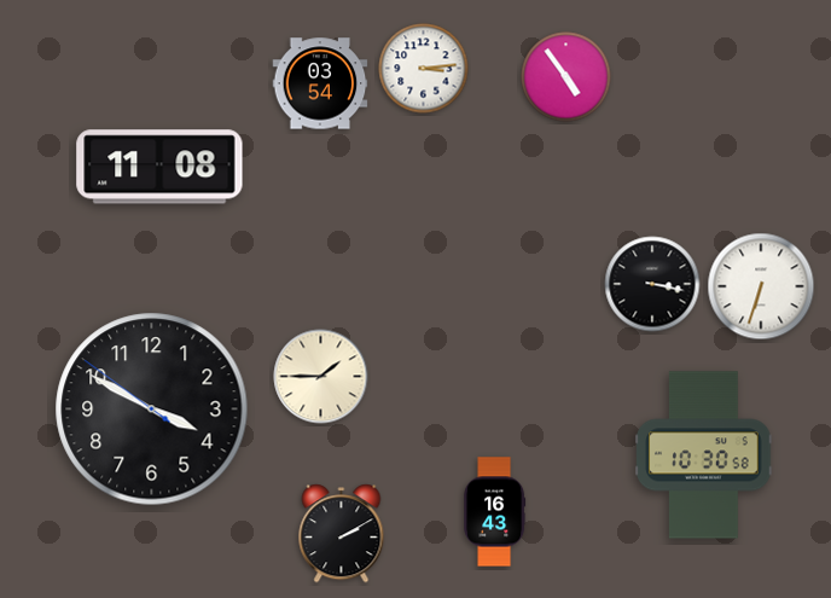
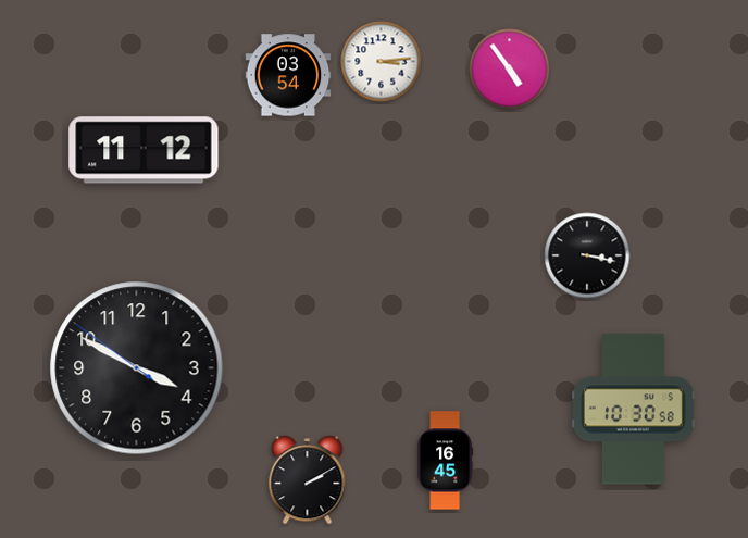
clock at (159, 167): 11:08 -> 11:12
clock at (761, 286): 6:33 -> none
clock at (321, 377): 1:45 -> none
clock at (495, 512): 16:43 -> 16:45
